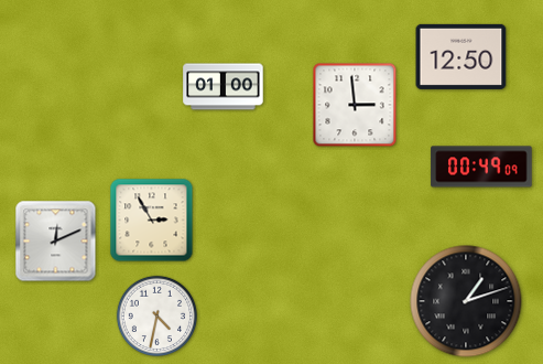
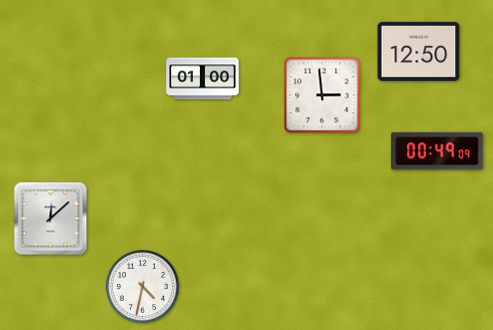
clock at (152, 221): 2:55 -> none
clock at (56, 242): 12:11 -> 12:08
clock at (466, 301): 1:12 -> none
